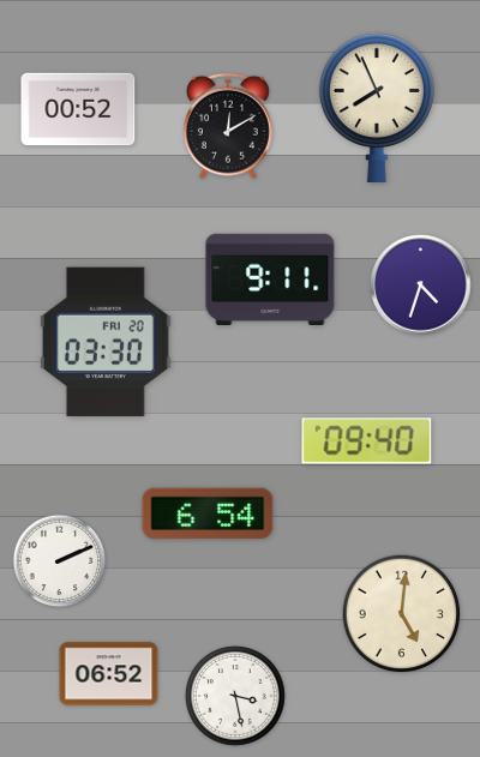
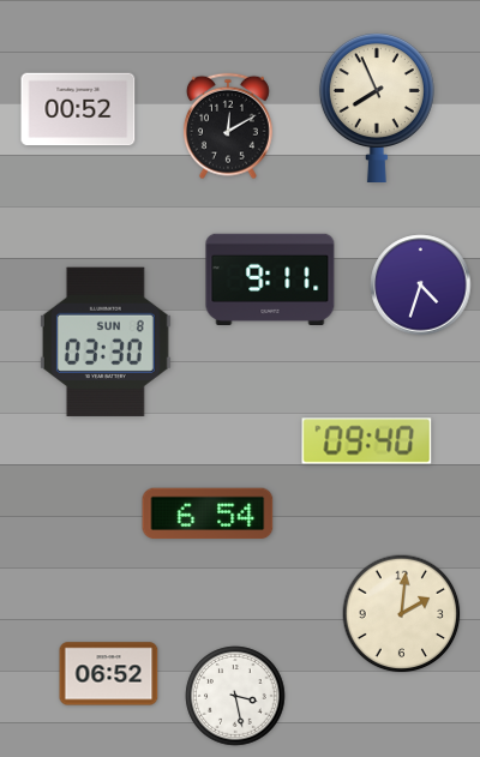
clock at (106, 342) date: FRI 20 -> SUN 8
clock at (60, 561): 2:11 -> none
clock at (402, 614): 5:01 -> 2:01
